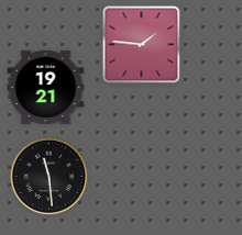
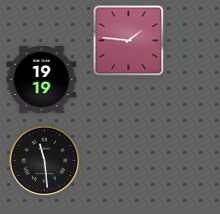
clock at (46, 88): 19:21 -> 19:19
